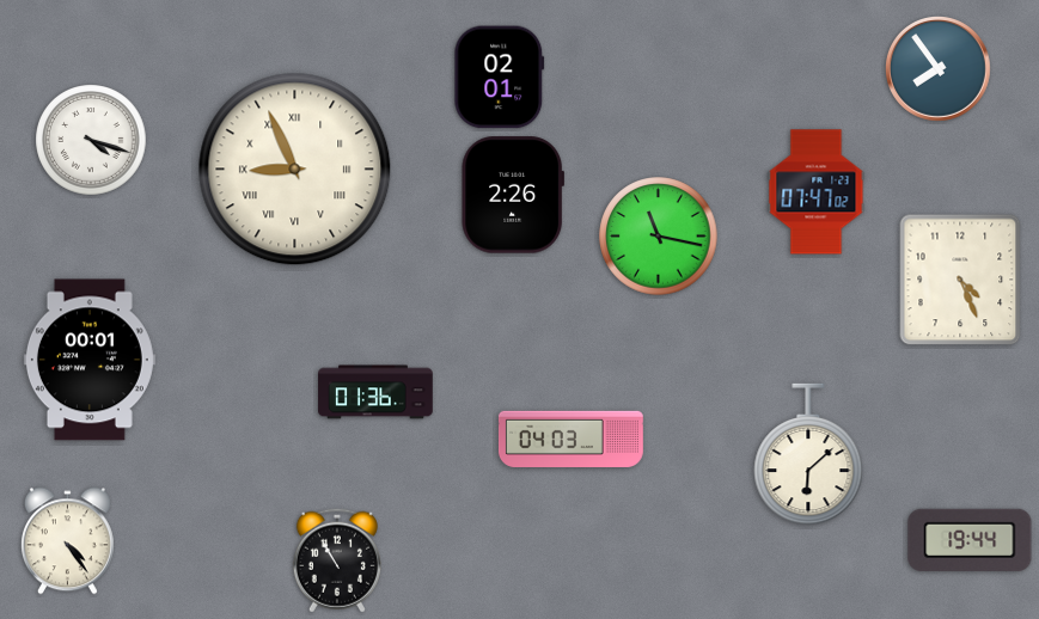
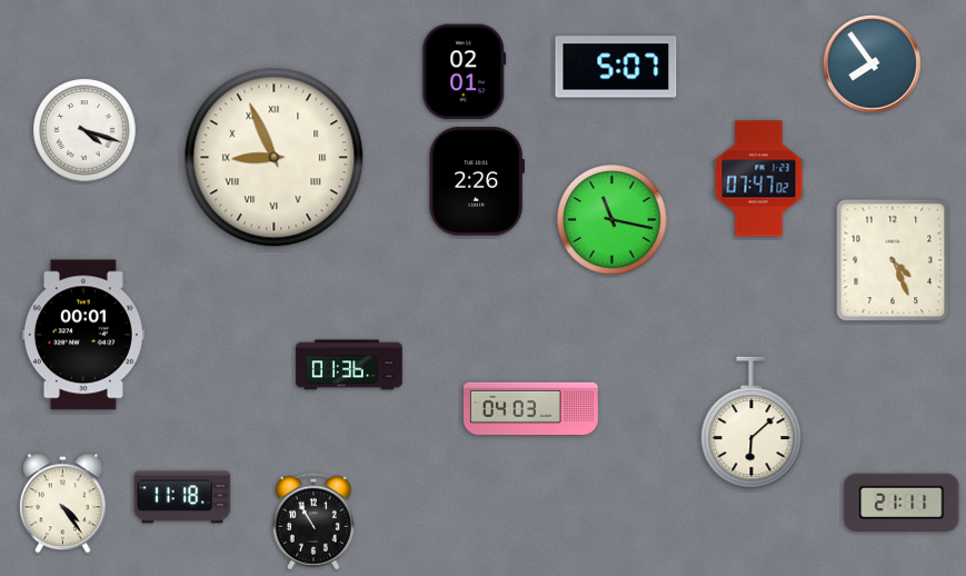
clock at (616, 67): none -> 5:07
clock at (182, 497): none -> 11:18
clock at (970, 540): 19:44 -> 21:11
